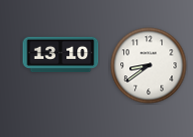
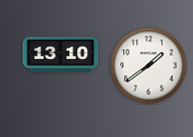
clock at (149, 66): 8:39 -> 1:39
